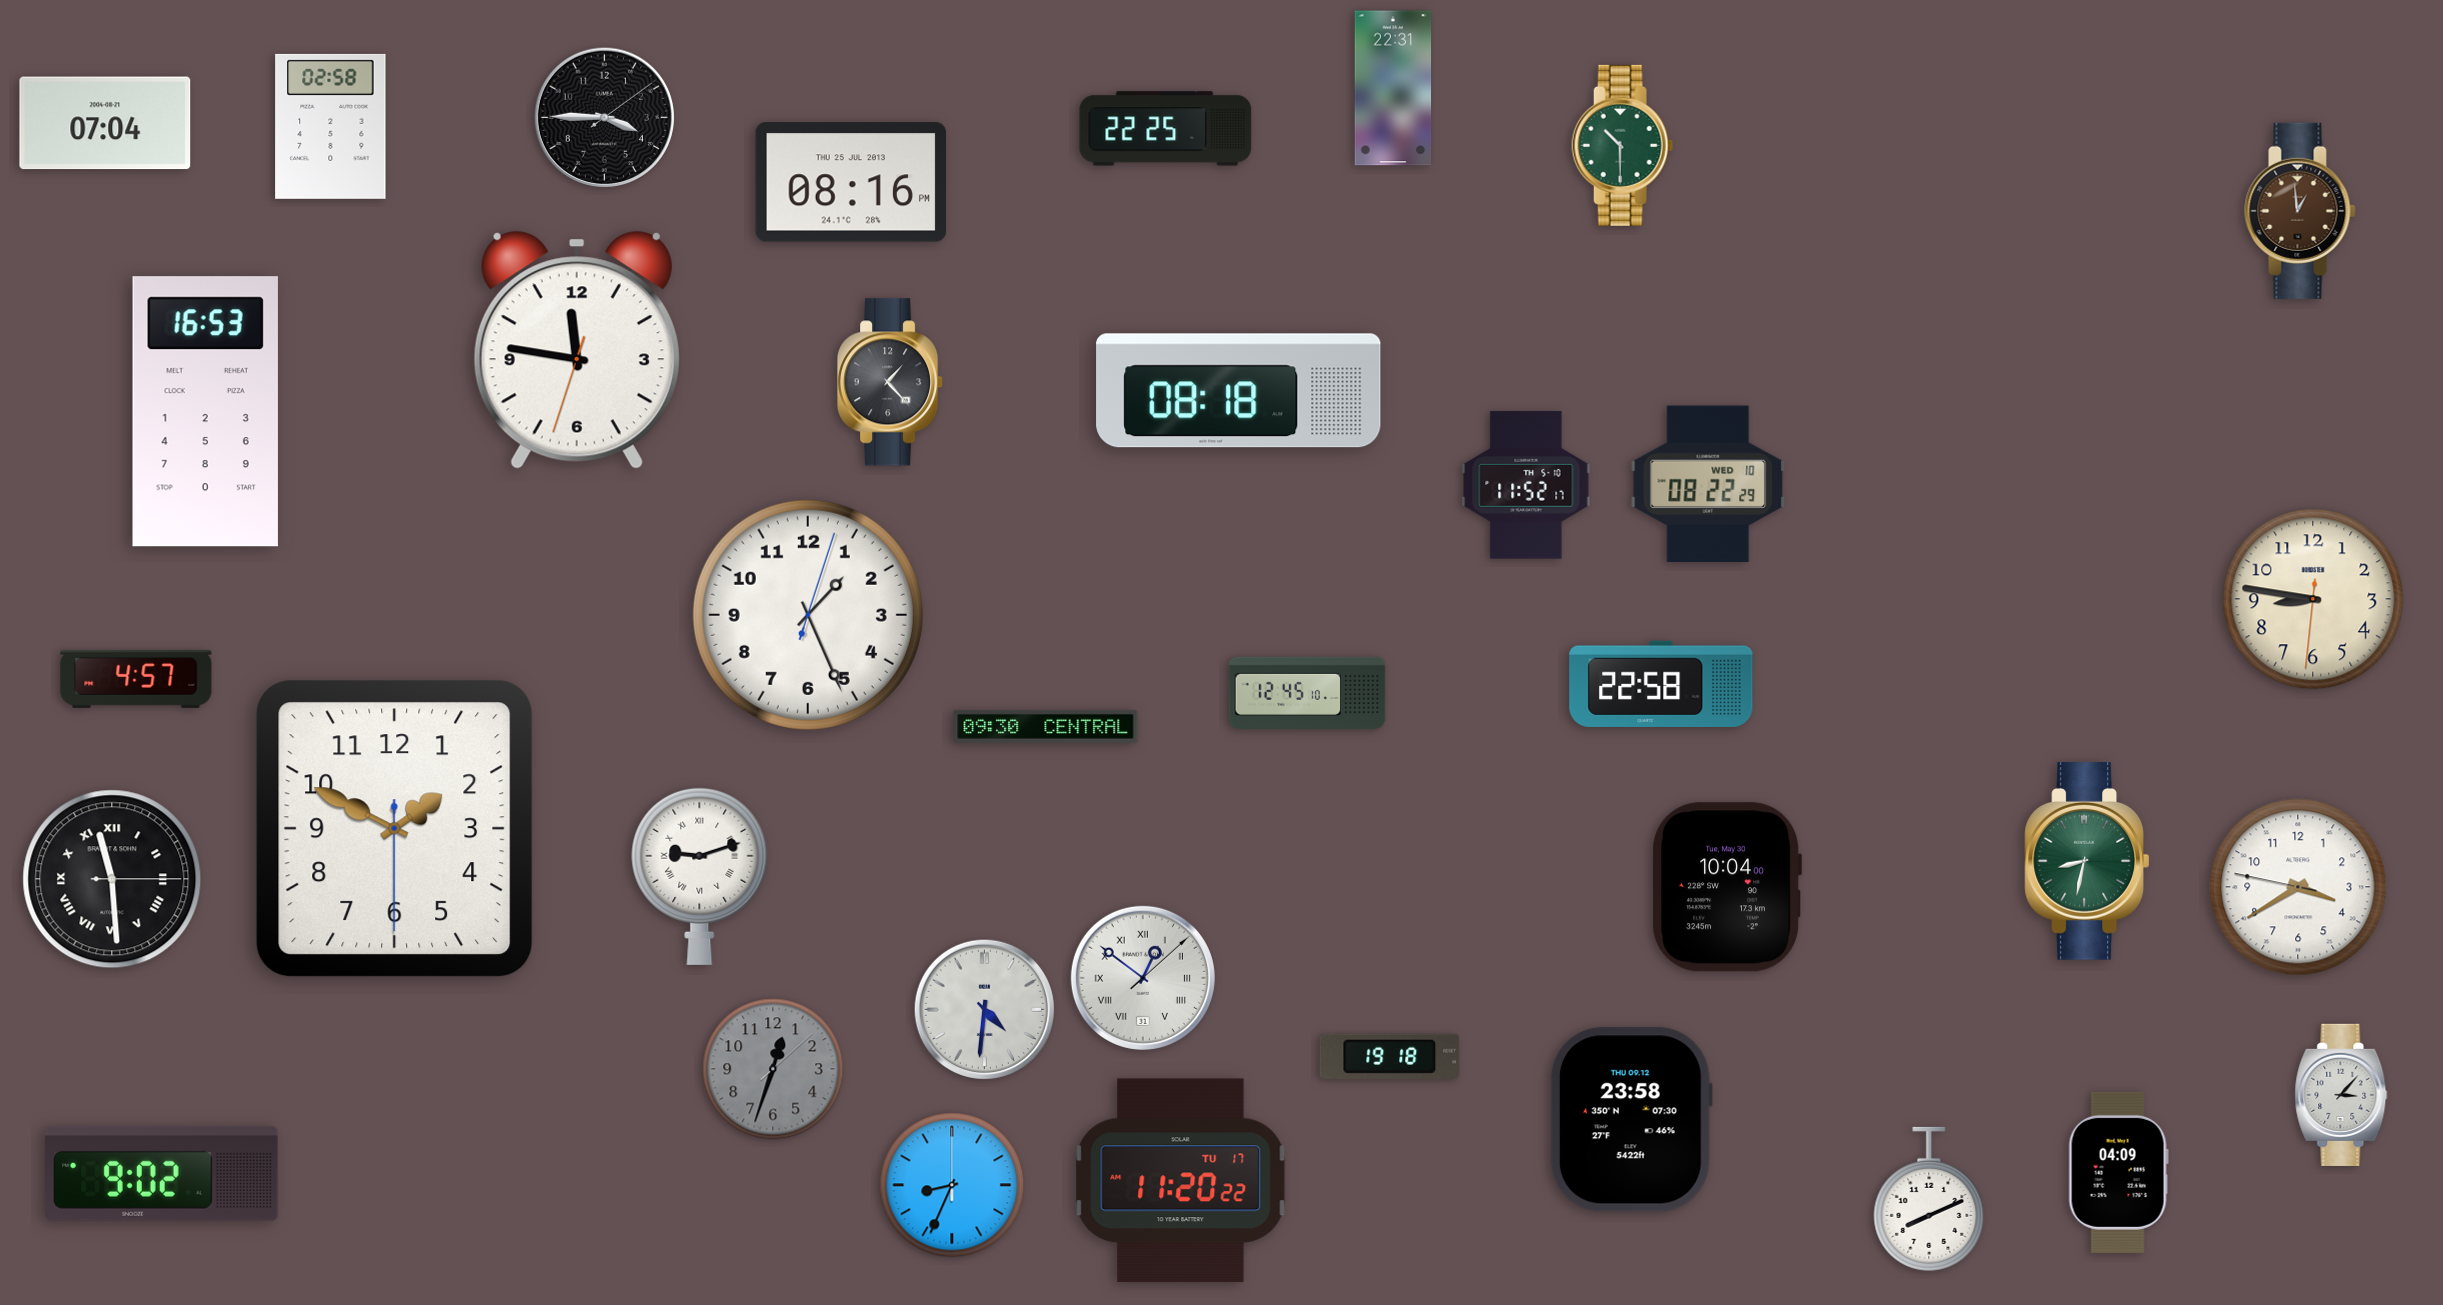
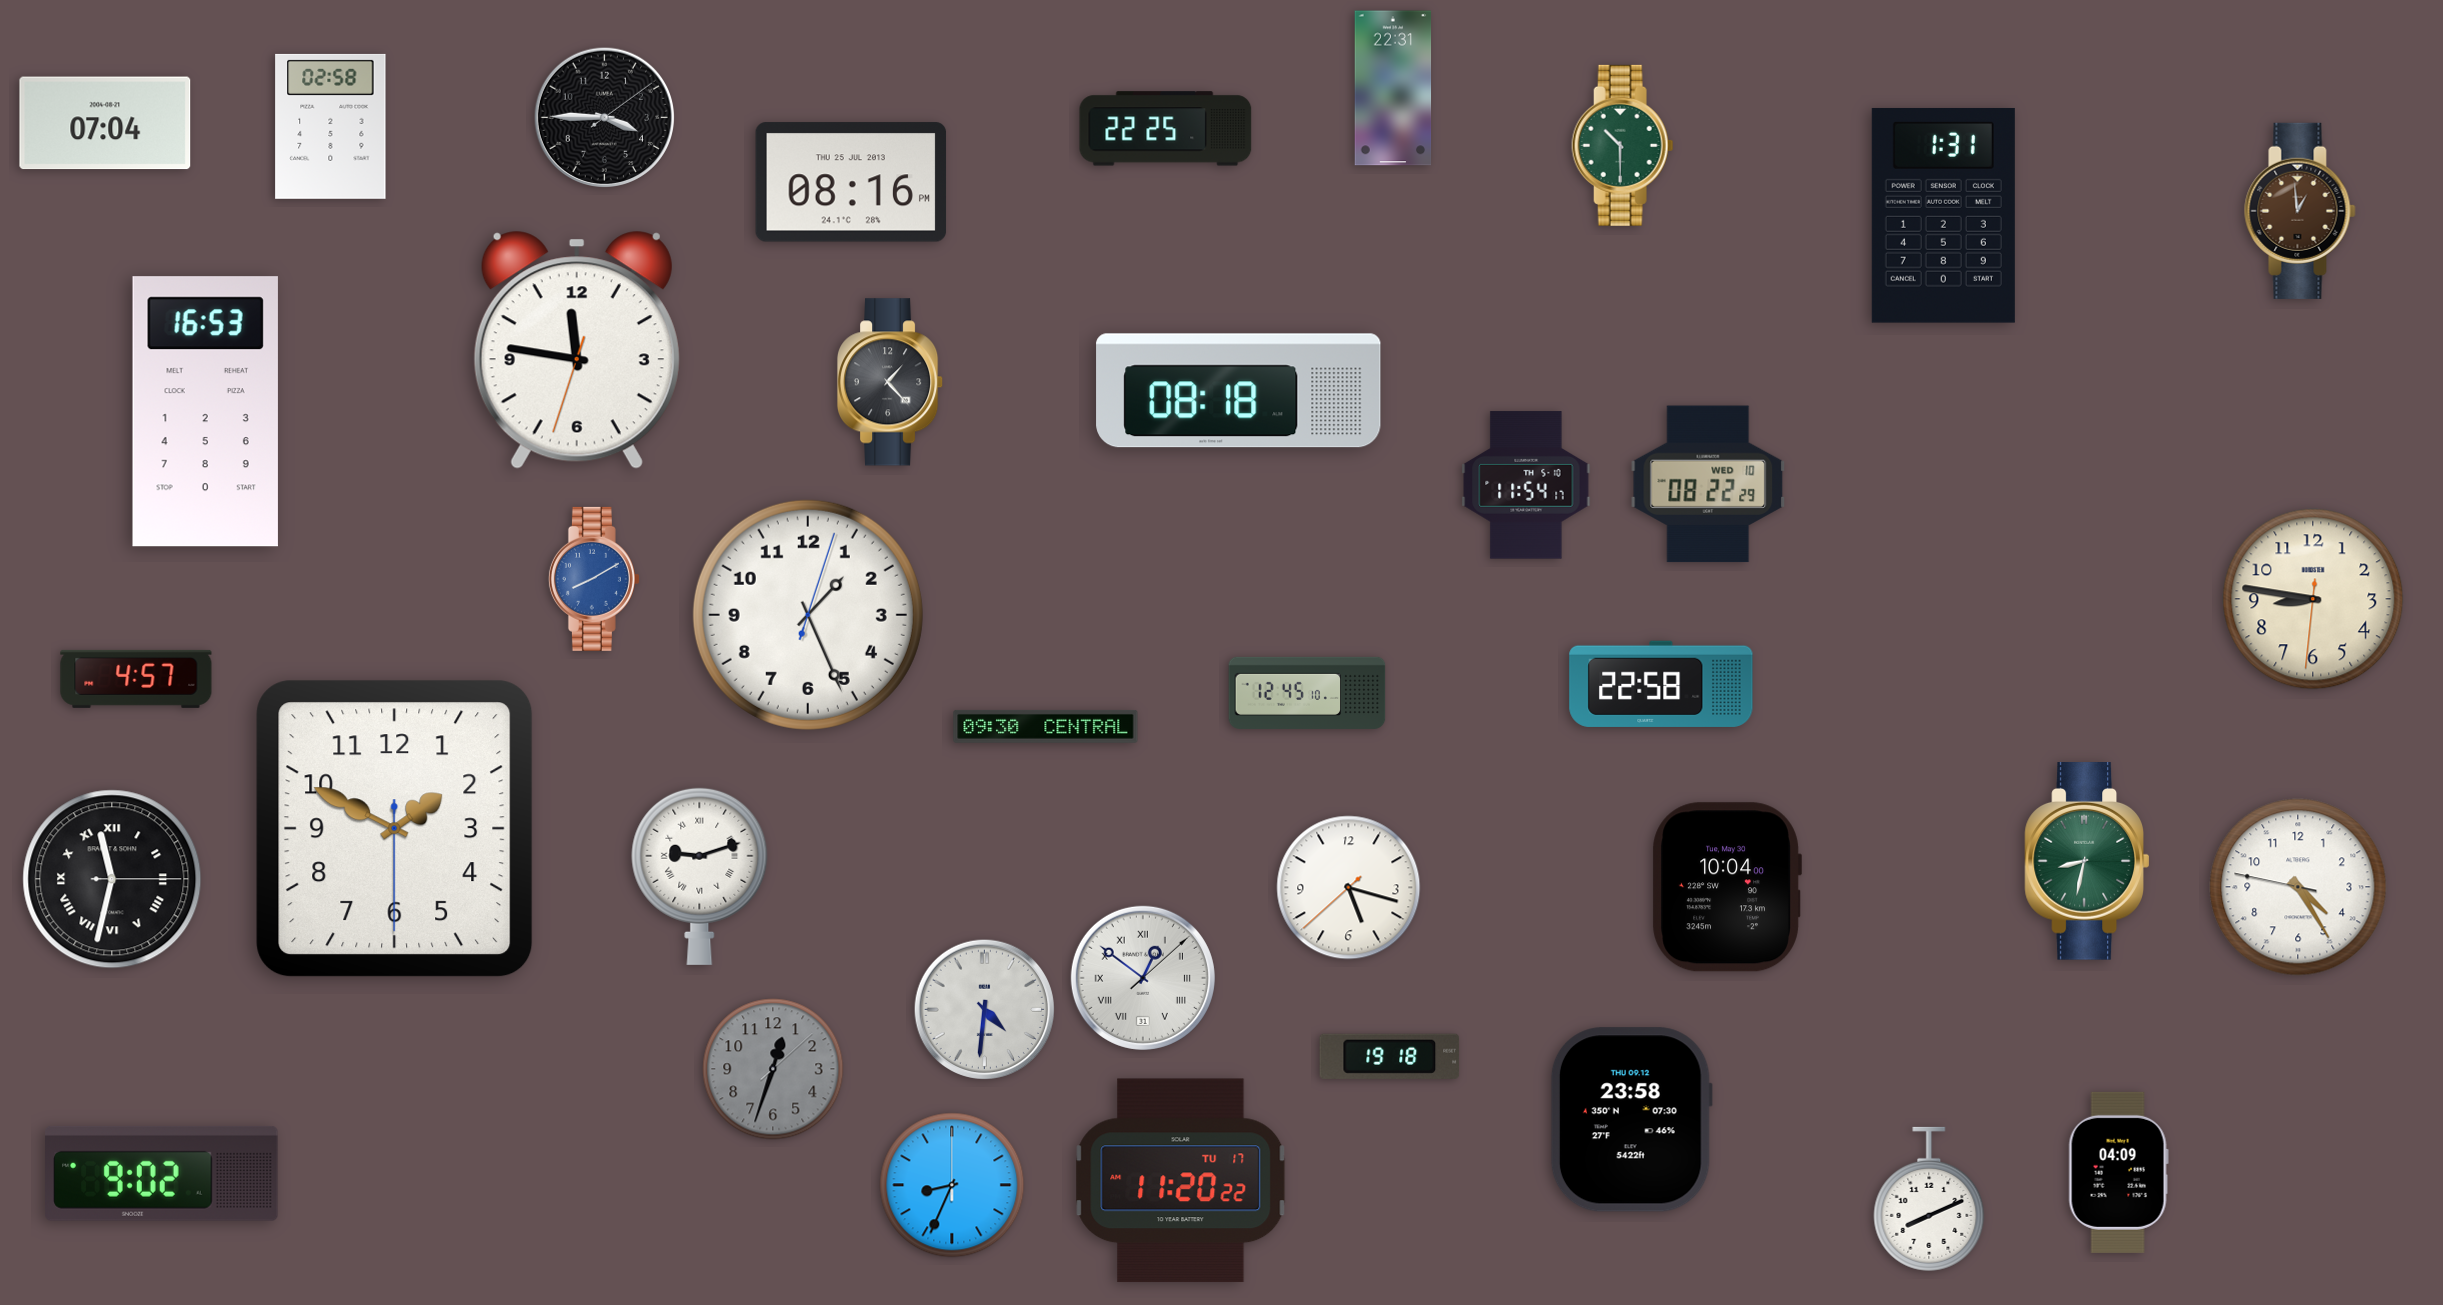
clock at (1943, 215): none -> 1:31
clock at (1526, 485): 11:52 -> 11:54
clock at (594, 579): none -> 8:10
clock at (112, 879): 11:29 -> 11:32
clock at (2298, 887): 3:39 -> 4:24
clock at (1349, 888): none -> 5:17
clock at (2341, 1095): 3:07 -> none
